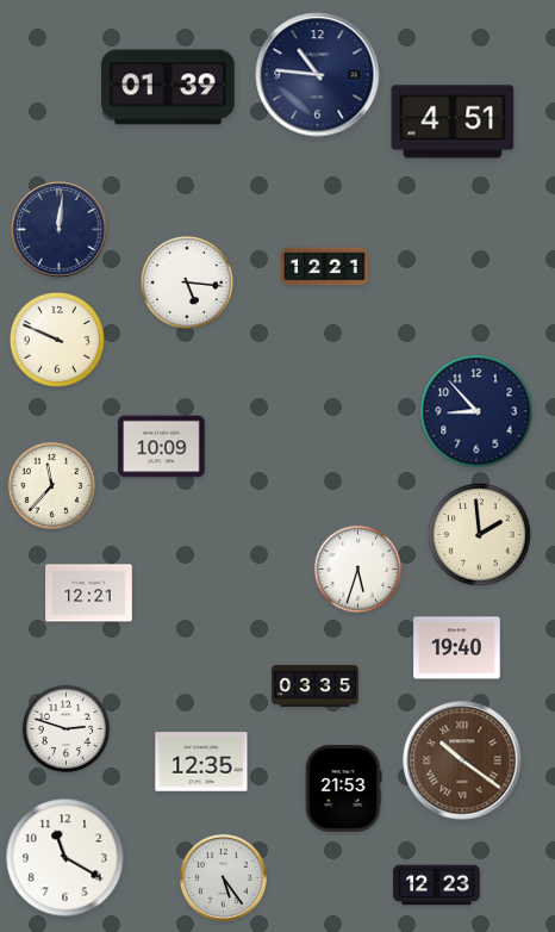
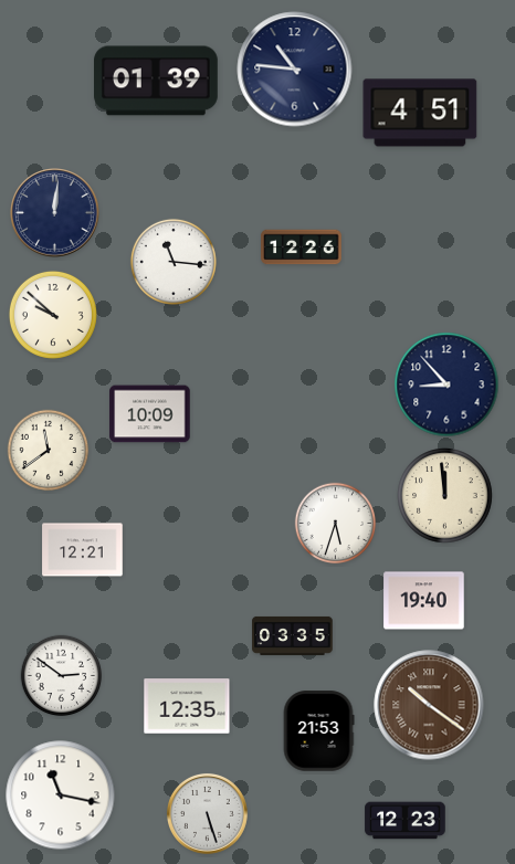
clock at (325, 267): 12:21 -> 12:26
clock at (187, 282): 5:16 -> 11:16
clock at (57, 340): 9:49 -> 9:52
clock at (476, 411) position: (476, 411) -> (446, 384)
clock at (52, 486): 11:37 -> 11:39
clock at (480, 535): 1:59 -> 11:59
clock at (358, 570) position: (358, 570) -> (336, 524)
clock at (67, 729): 2:48 -> 2:51
clock at (66, 858): 11:20 -> 11:17
clock at (224, 878): 5:24 -> 5:27
